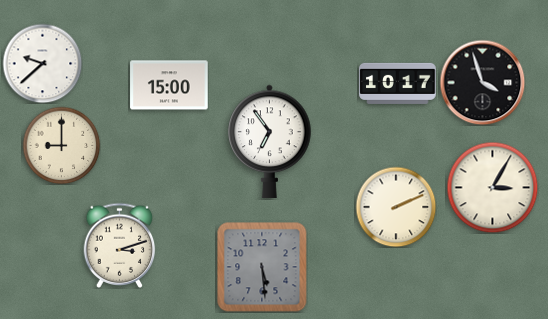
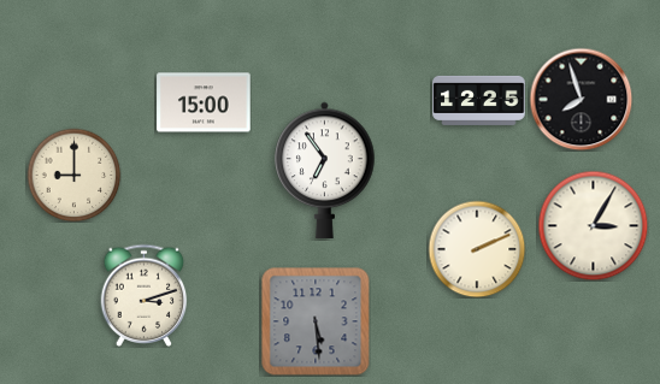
clock at (42, 63): 9:38 -> none
clock at (482, 82): 3:57 -> 7:57
clock at (398, 83): 10:17 -> 12:25
